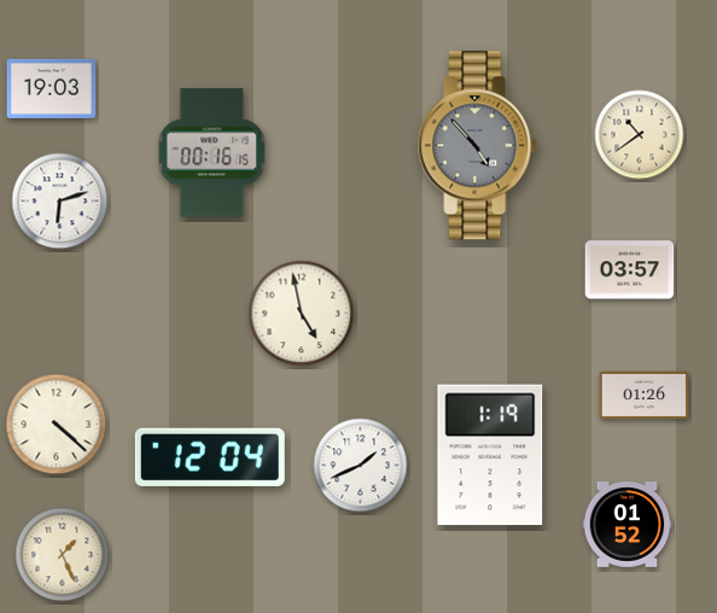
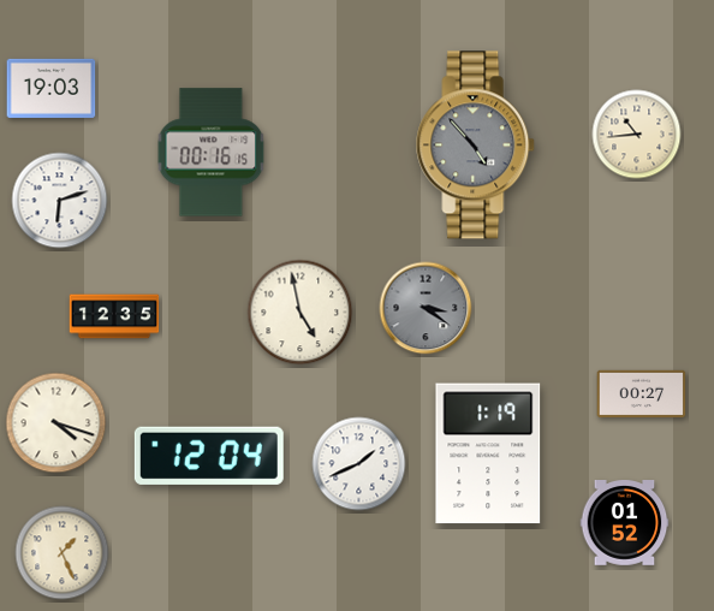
clock at (640, 135): 10:39 -> 10:44
clock at (630, 270): 03:57 -> none
clock at (426, 308): none -> 3:21
clock at (114, 316): none -> 12:35
clock at (645, 396): 01:26 -> 00:27
clock at (57, 425): 4:22 -> 4:18
